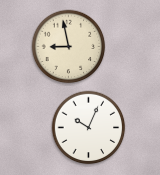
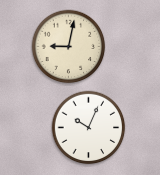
clock at (69, 47): 8:58 -> 9:02
